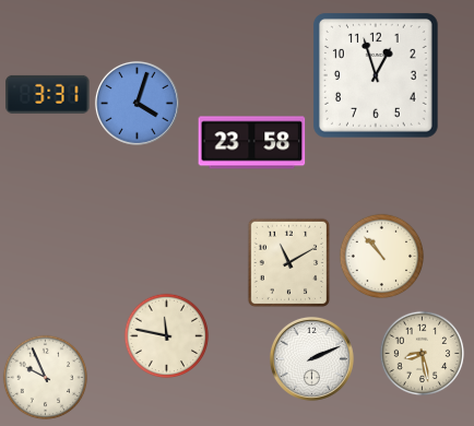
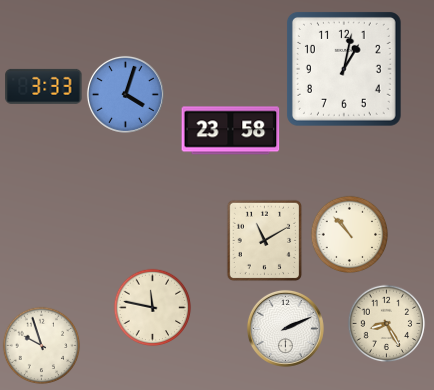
clock at (376, 75): 12:57 -> 1:02
clock at (48, 94): 3:31 -> 3:33
clock at (422, 353): 8:28 -> 8:25
clock at (45, 377): 9:56 -> 9:57
